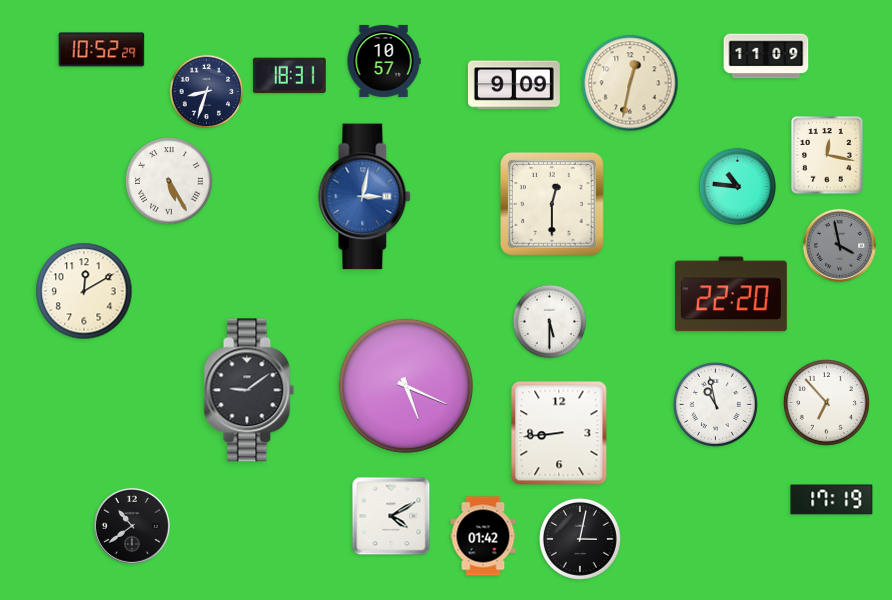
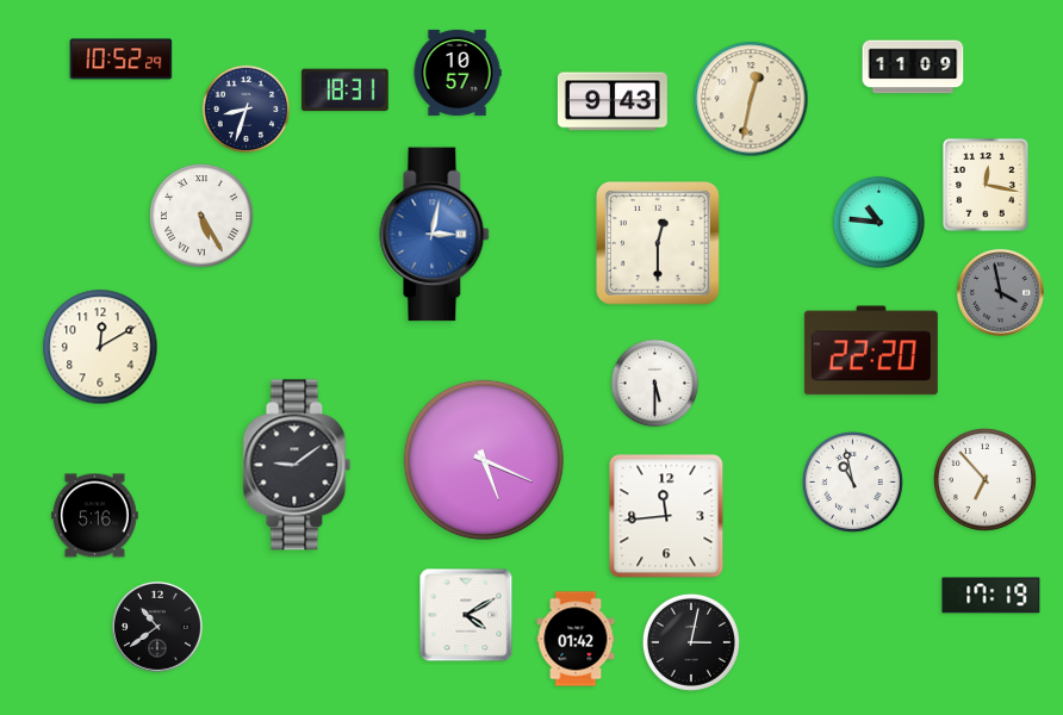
clock at (514, 85): 9:09 -> 9:43
clock at (95, 516): none -> 5:16
clock at (559, 433): 8:44 -> 11:44
